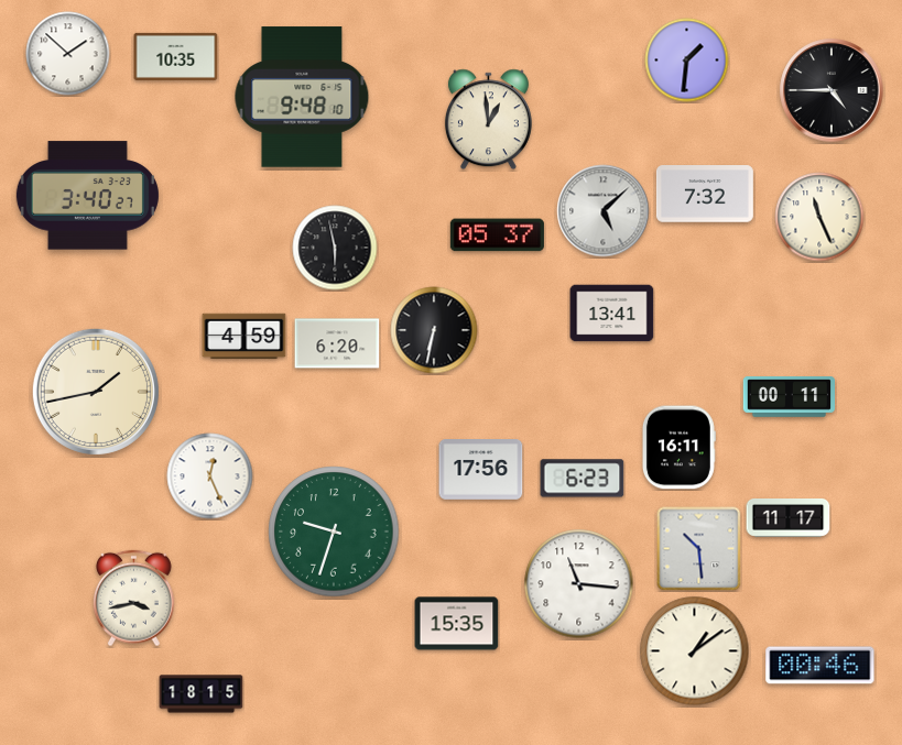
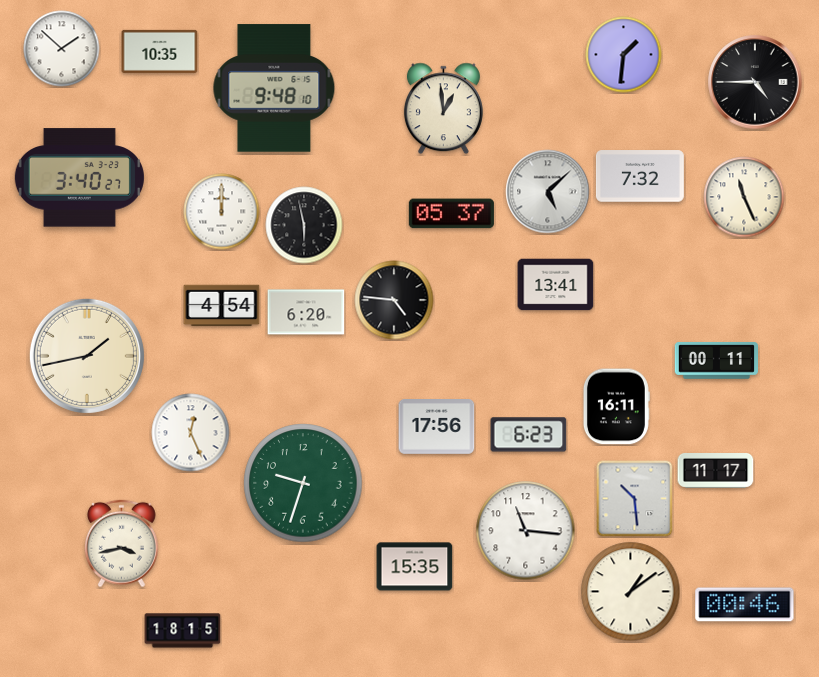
clock at (222, 212): none -> 12:00
clock at (434, 330): 6:32 -> 4:46
clock at (244, 337): 4:59 -> 4:54
